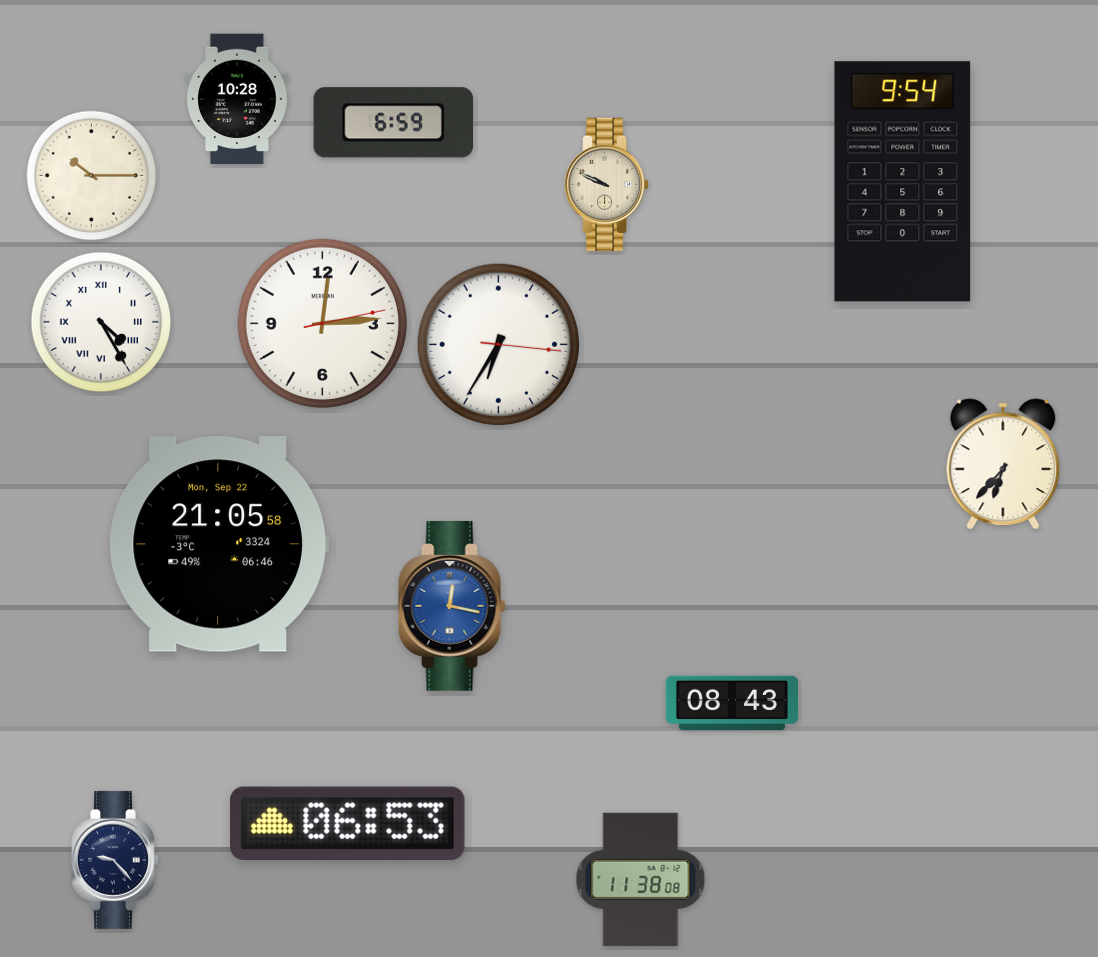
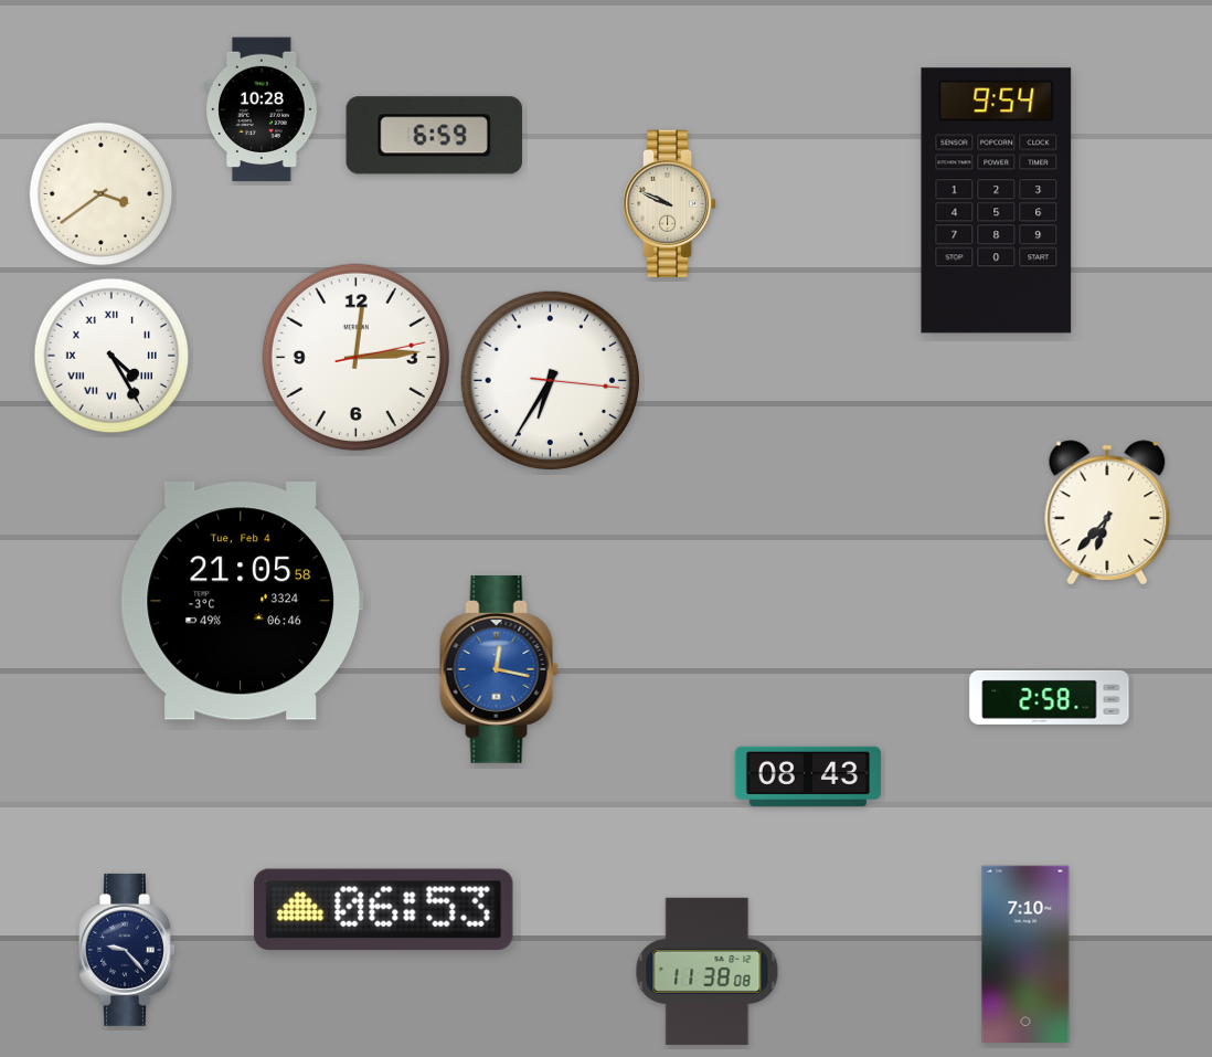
clock at (92, 176): 10:15 -> 3:39
clock at (219, 544) date: Mon, Sep 22 -> Tue, Feb 4
clock at (1050, 697): none -> 2:58
clock at (1025, 954): none -> 7:10
